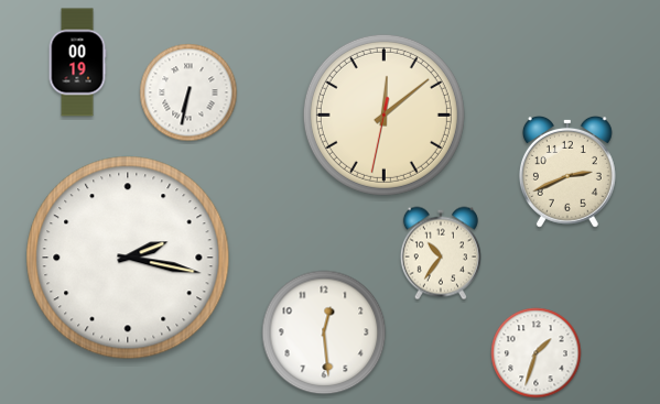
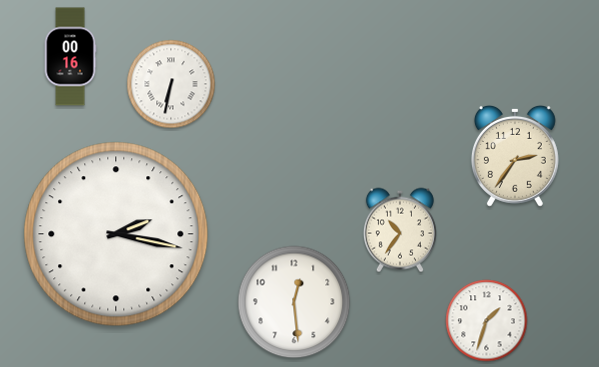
clock at (77, 63): 00:19 -> 00:16
clock at (383, 114): 12:08 -> none
clock at (567, 172): 2:41 -> 2:36
